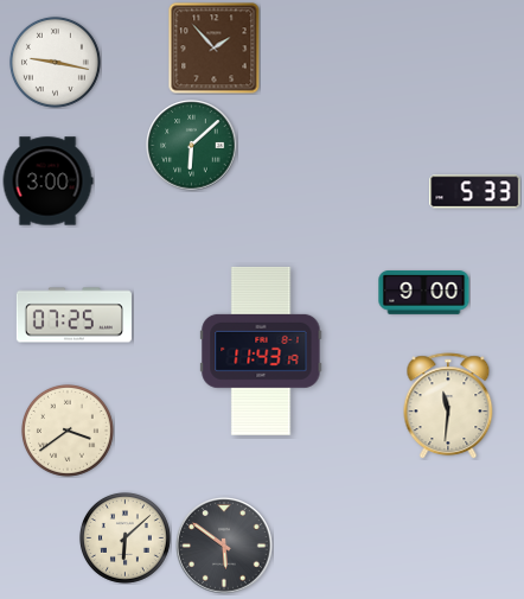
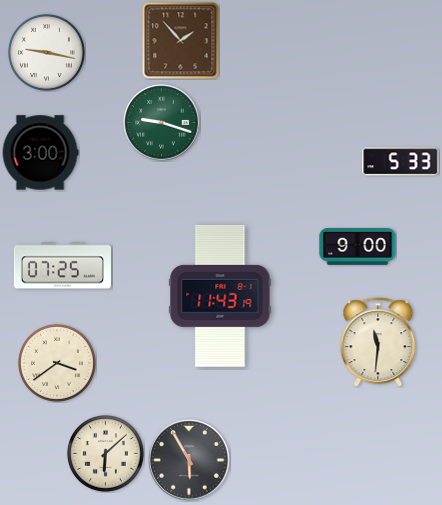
clock at (192, 146): 6:08 -> 9:18
clock at (224, 546): 5:51 -> 5:55
